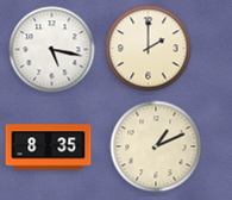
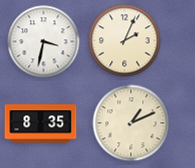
clock at (149, 49): 2:00 -> 2:04
clock at (52, 50): 5:17 -> 3:32
